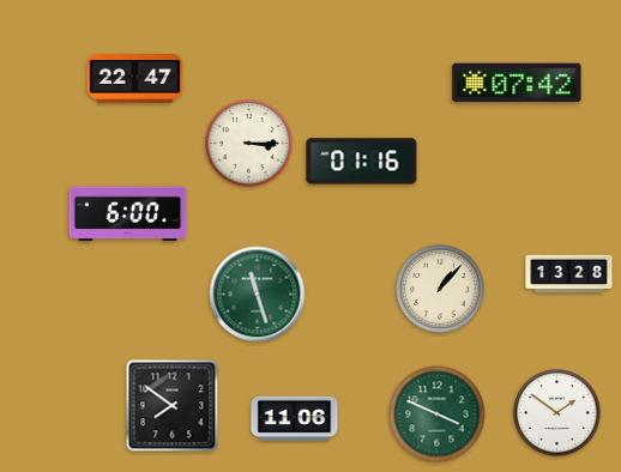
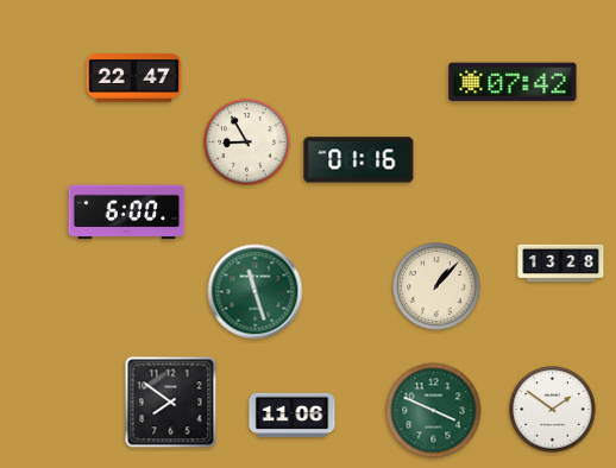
clock at (249, 144): 3:15 -> 8:55
clock at (569, 274) position: (569, 274) -> (561, 264)
